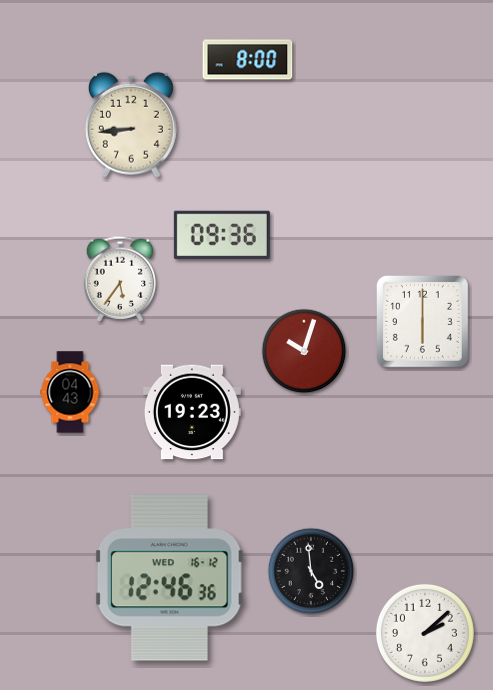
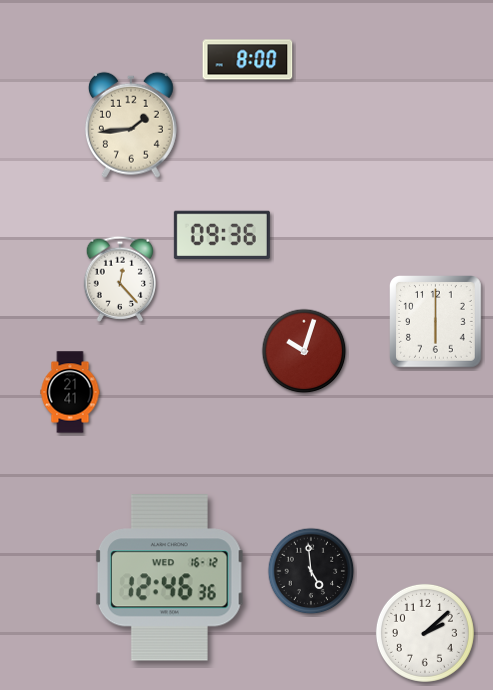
clock at (131, 125): 8:44 -> 1:44
clock at (119, 279): 5:36 -> 12:23
clock at (423, 322) position: (423, 322) -> (436, 322)
clock at (70, 392): 04:43 -> 21:41
clock at (192, 412): 19:23 -> none
